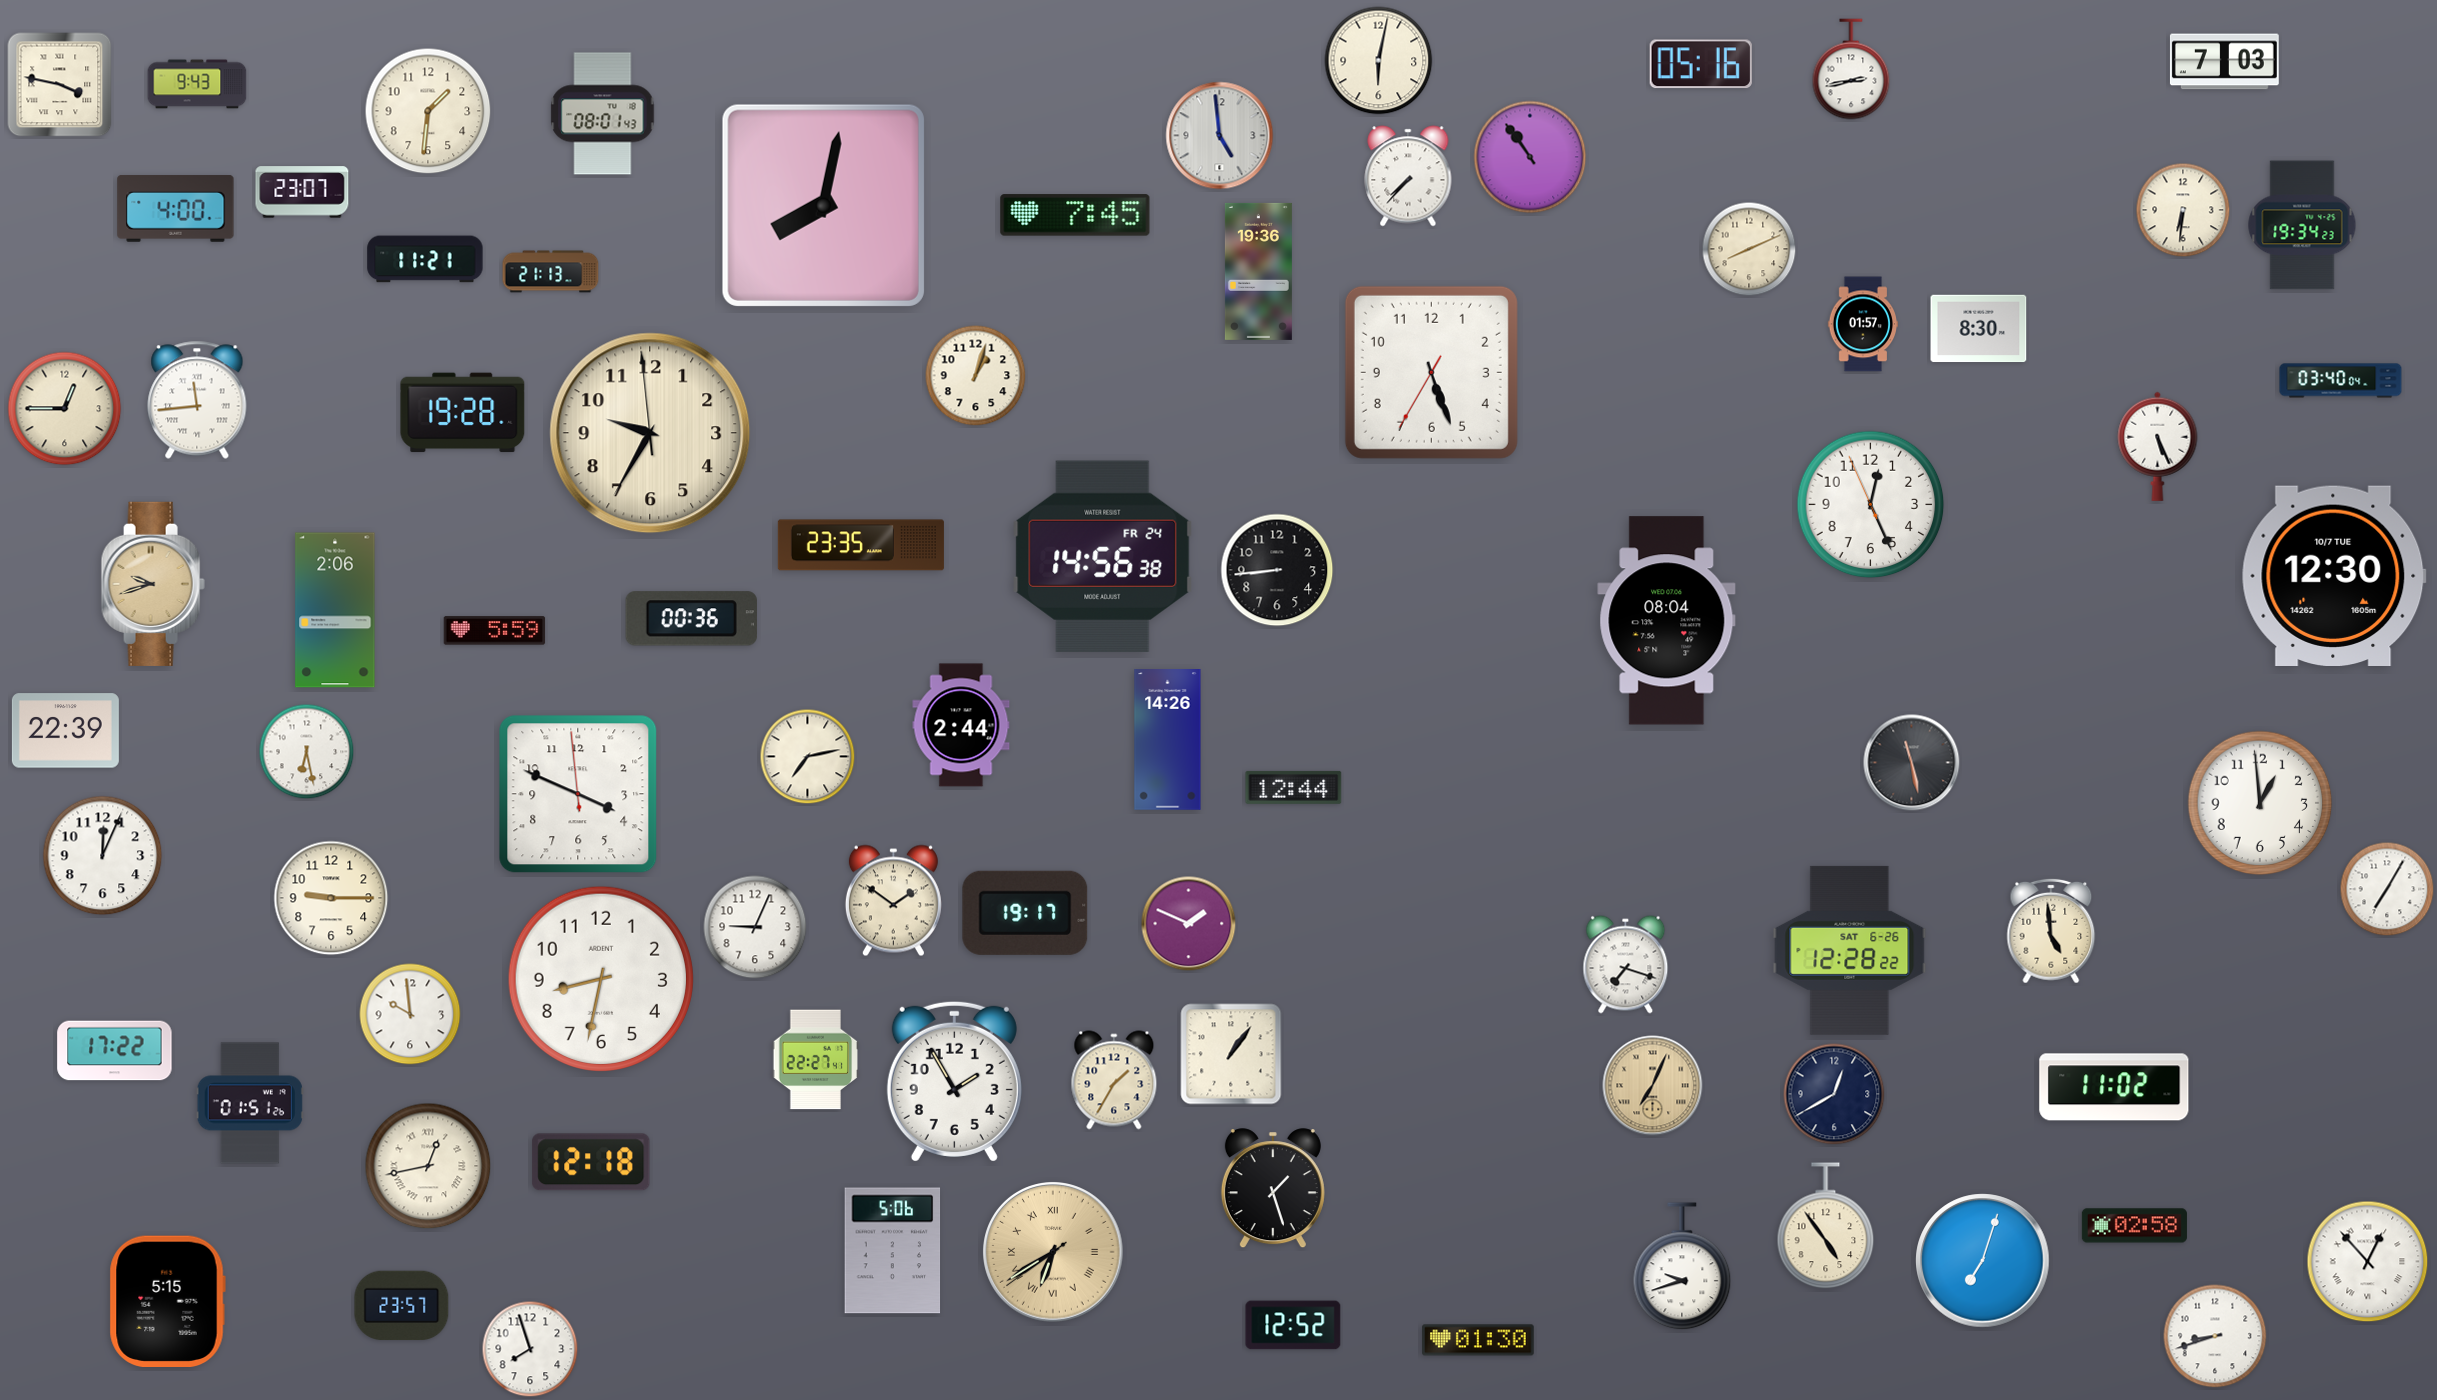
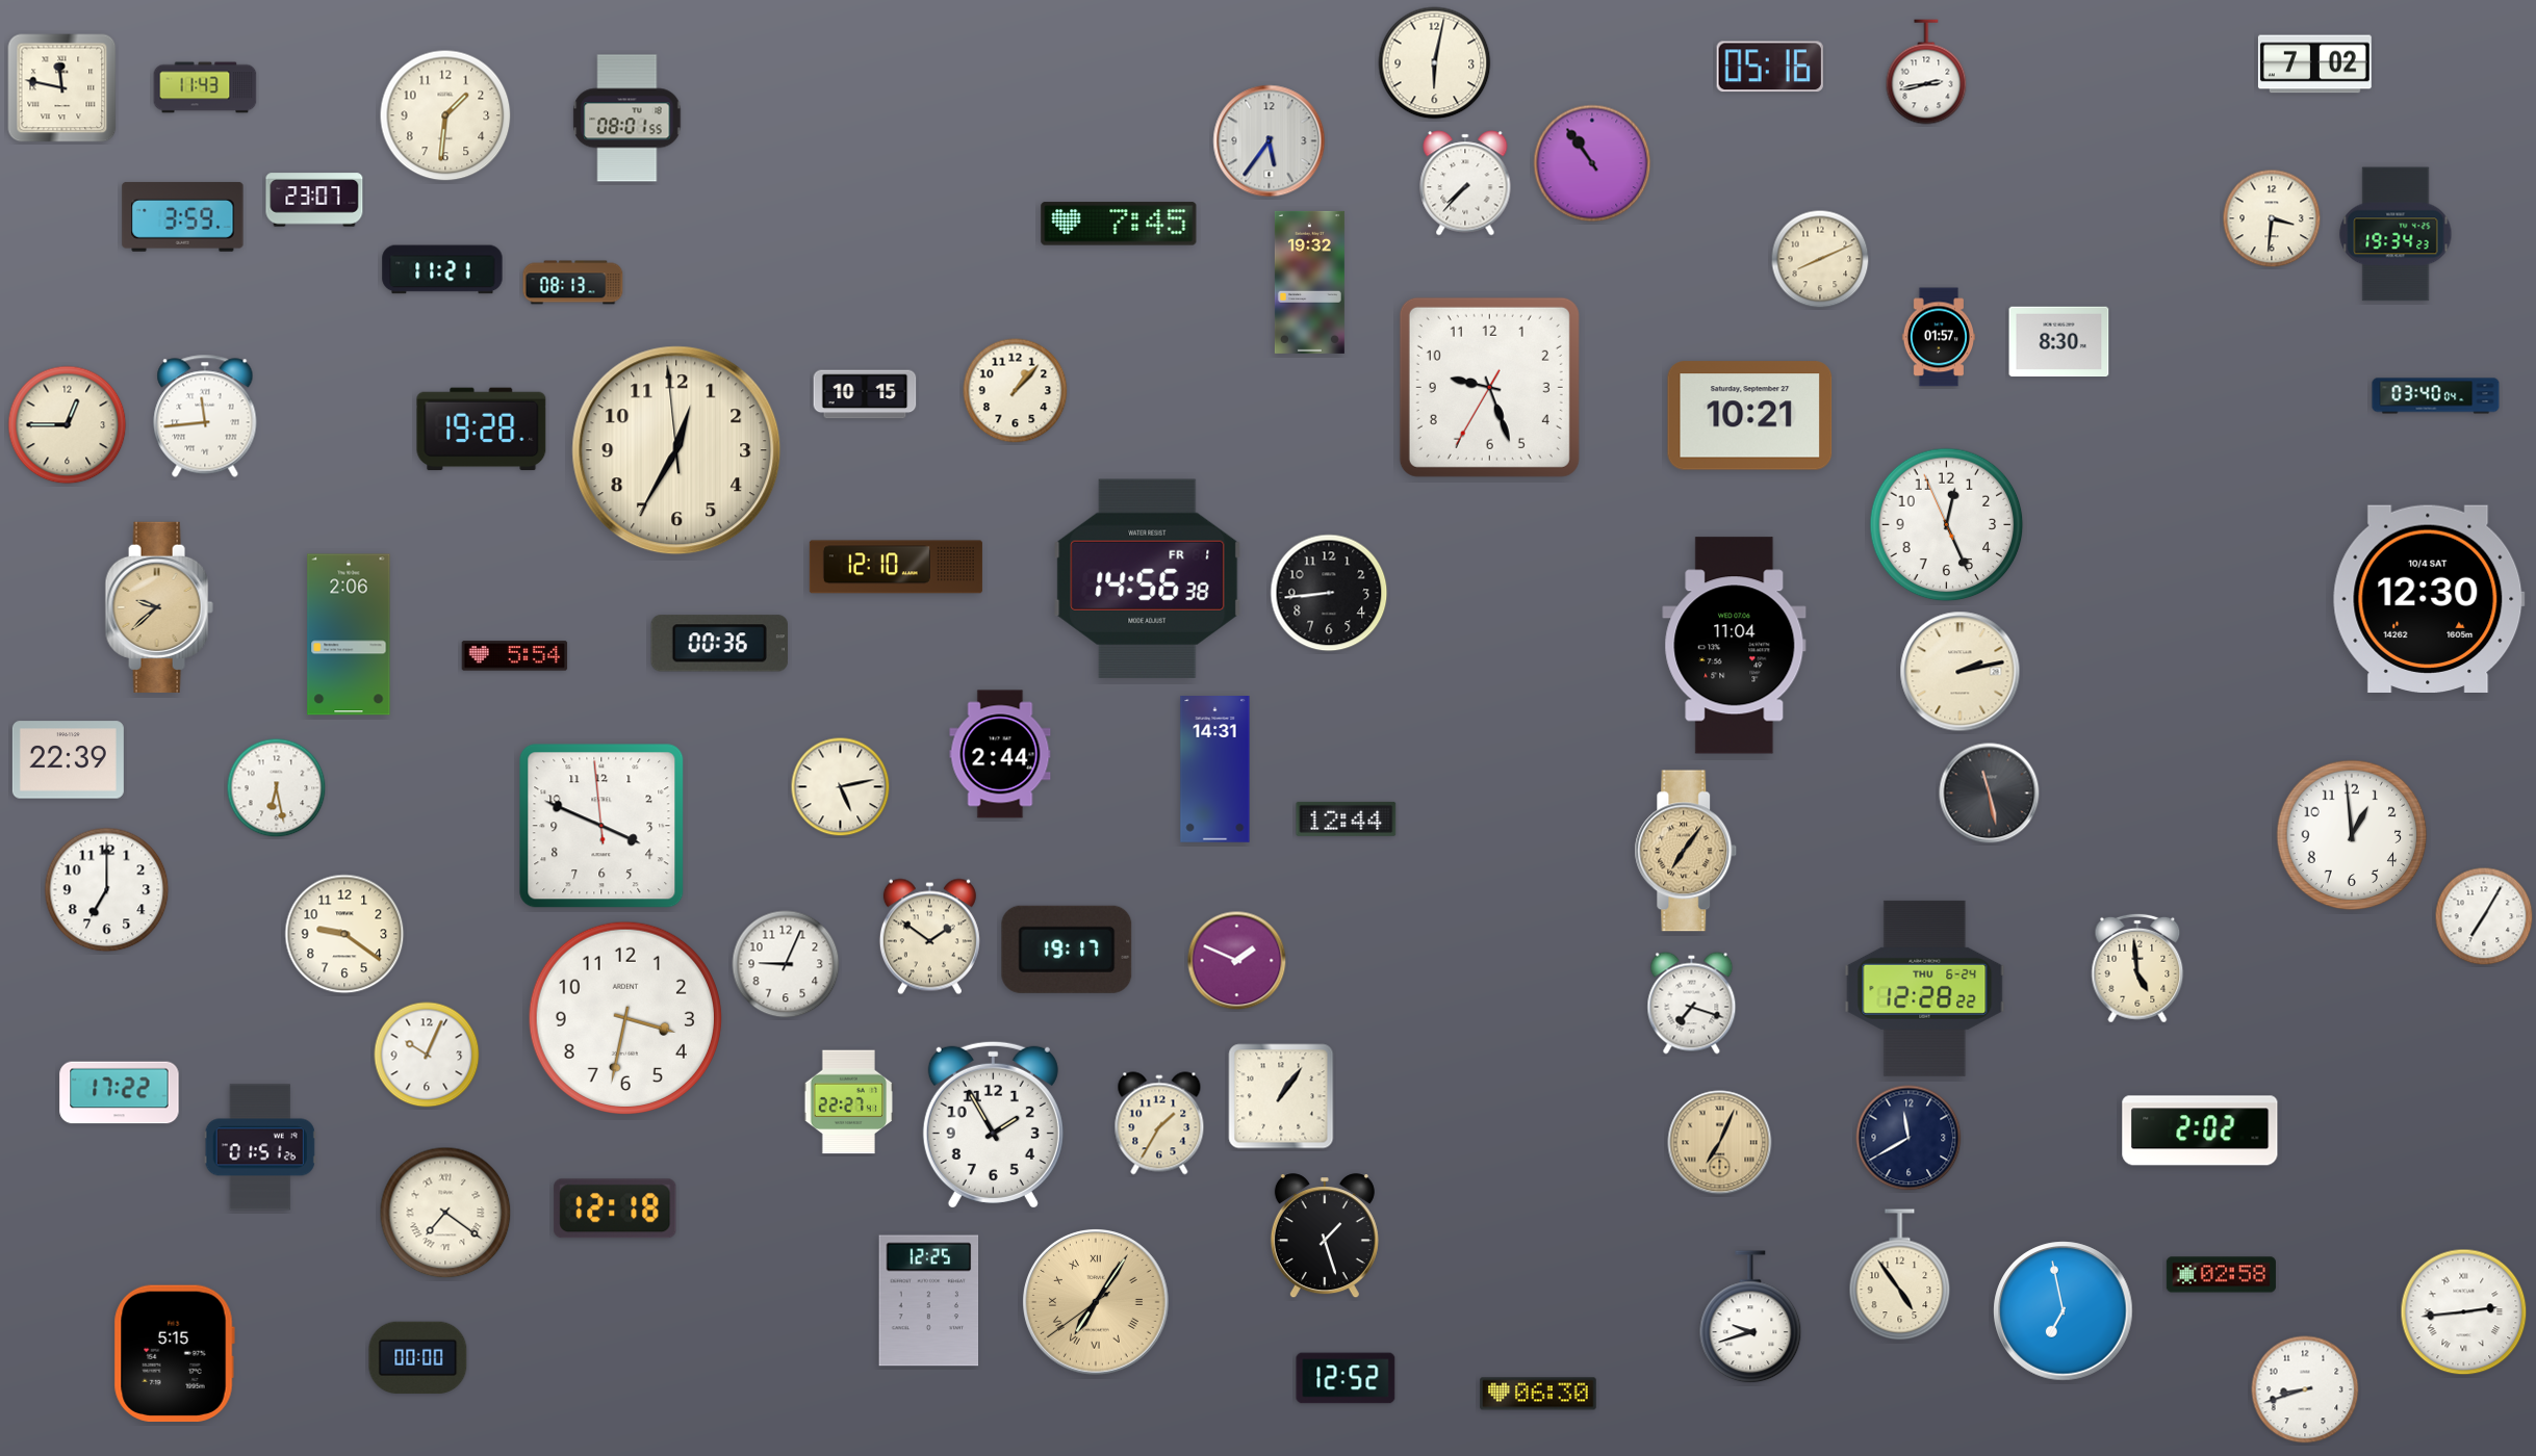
clock at (2224, 62): 7:03 -> 7:02
clock at (197, 84): 9:43 -> 11:43
clock at (60, 85): 3:47 -> 11:47
clock at (603, 114): 08:01:43 -> 08:01:55
clock at (1220, 136): 4:59 -> 5:36
clock at (823, 205): 8:02 -> none
clock at (176, 209): 4:00 -> 3:59
clock at (2183, 210): 6:31 -> 3:31
clock at (1258, 271): 19:36 -> 19:32
clock at (551, 272): 21:13 -> 08:13
clock at (1431, 372): 5:26 -> 9:26
clock at (976, 376): 1:03 -> 1:07
clock at (865, 394): none -> 10:15
clock at (1750, 416): none -> 10:21
clock at (650, 433): 9:34 -> 12:34
clock at (2158, 446): 5:26 -> none
clock at (861, 545): 23:35 -> 12:10
clock at (1103, 556) date: FR 24 -> FR 1
clock at (2334, 576) date: 10/7 TUE -> 10/4 SAT
clock at (153, 584): 9:42 -> 9:38
clock at (1667, 621): 08:04 -> 11:04
clock at (495, 631): 5:59 -> 5:54
clock at (1961, 672): none -> 2:13
clock at (1168, 740): 14:26 -> 14:31
clock at (307, 752) position: (307, 752) -> (277, 788)
clock at (808, 757): 7:13 -> 5:13
clock at (1686, 851): none -> 7:06
clock at (103, 856): 12:04 -> 7:00
clock at (2387, 889) position: (2387, 889) -> (2484, 916)
clock at (331, 898): 9:15 -> 9:21
clock at (2051, 931) position: (2051, 931) -> (2137, 968)
clock at (1850, 950) date: SAT 6-26 -> THU 6-24
clock at (601, 979): 8:32 -> 3:32
clock at (410, 1014): 9:59 -> 10:04
clock at (1653, 1086) position: (1653, 1086) -> (1720, 1143)
clock at (2114, 1087): 11:02 -> 2:02
clock at (1834, 1094): 12:40 -> 11:40
clock at (428, 1166): 12:43 -> 7:21
clock at (893, 1251): 5:06 -> 12:25
clock at (1054, 1253): 6:39 -> 7:05
clock at (1983, 1261): 7:03 -> 6:58
clock at (2368, 1262): 12:53 -> 2:44
clock at (402, 1306): 23:57 -> 00:00
clock at (1478, 1340): 01:30 -> 06:30
clock at (530, 1349): 7:57 -> none
